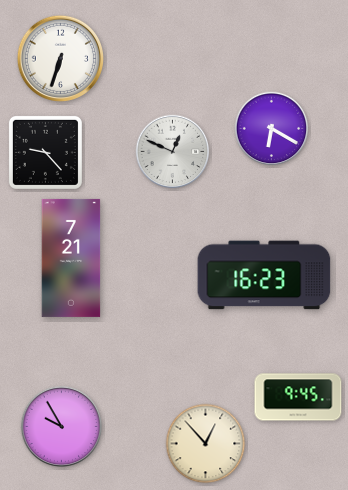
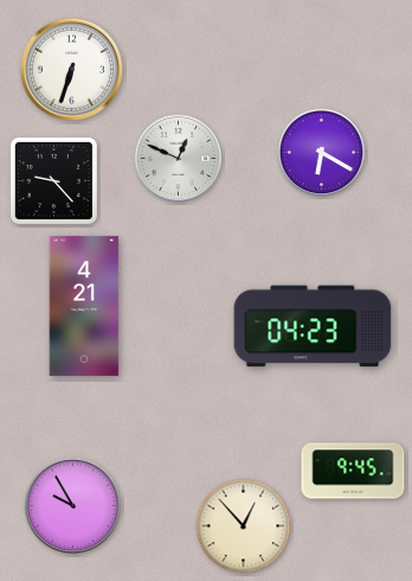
clock at (173, 152) position: (173, 152) -> (179, 159)
clock at (71, 258): 7:21 -> 4:21
clock at (264, 275): 16:23 -> 04:23
